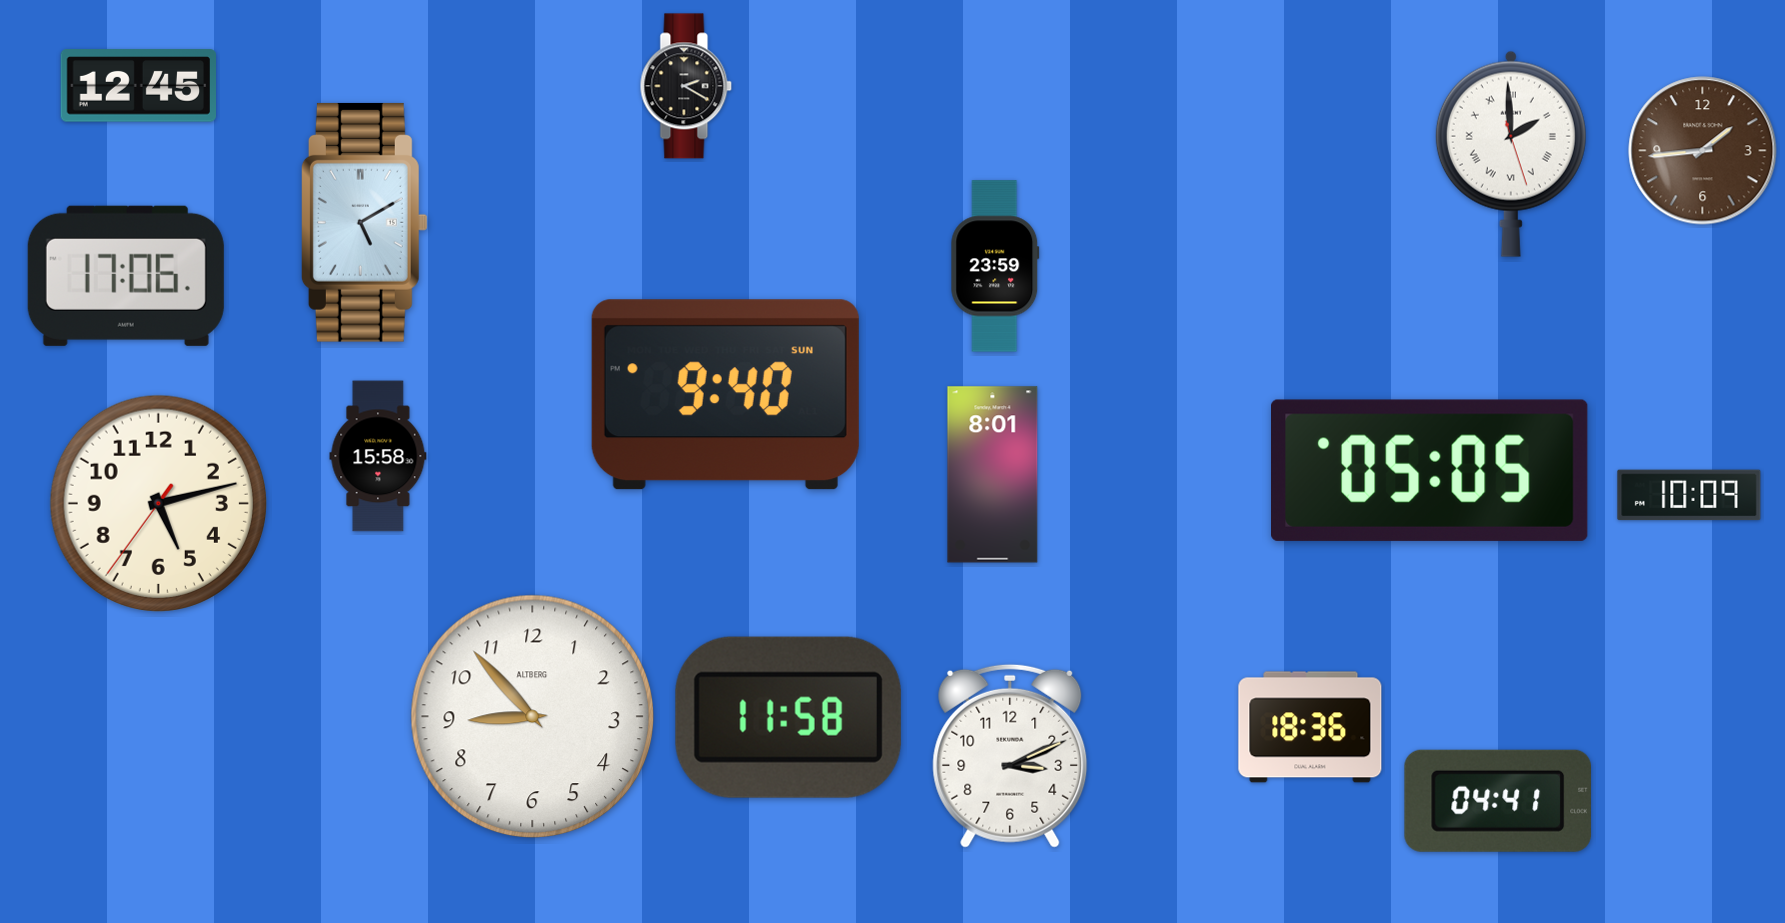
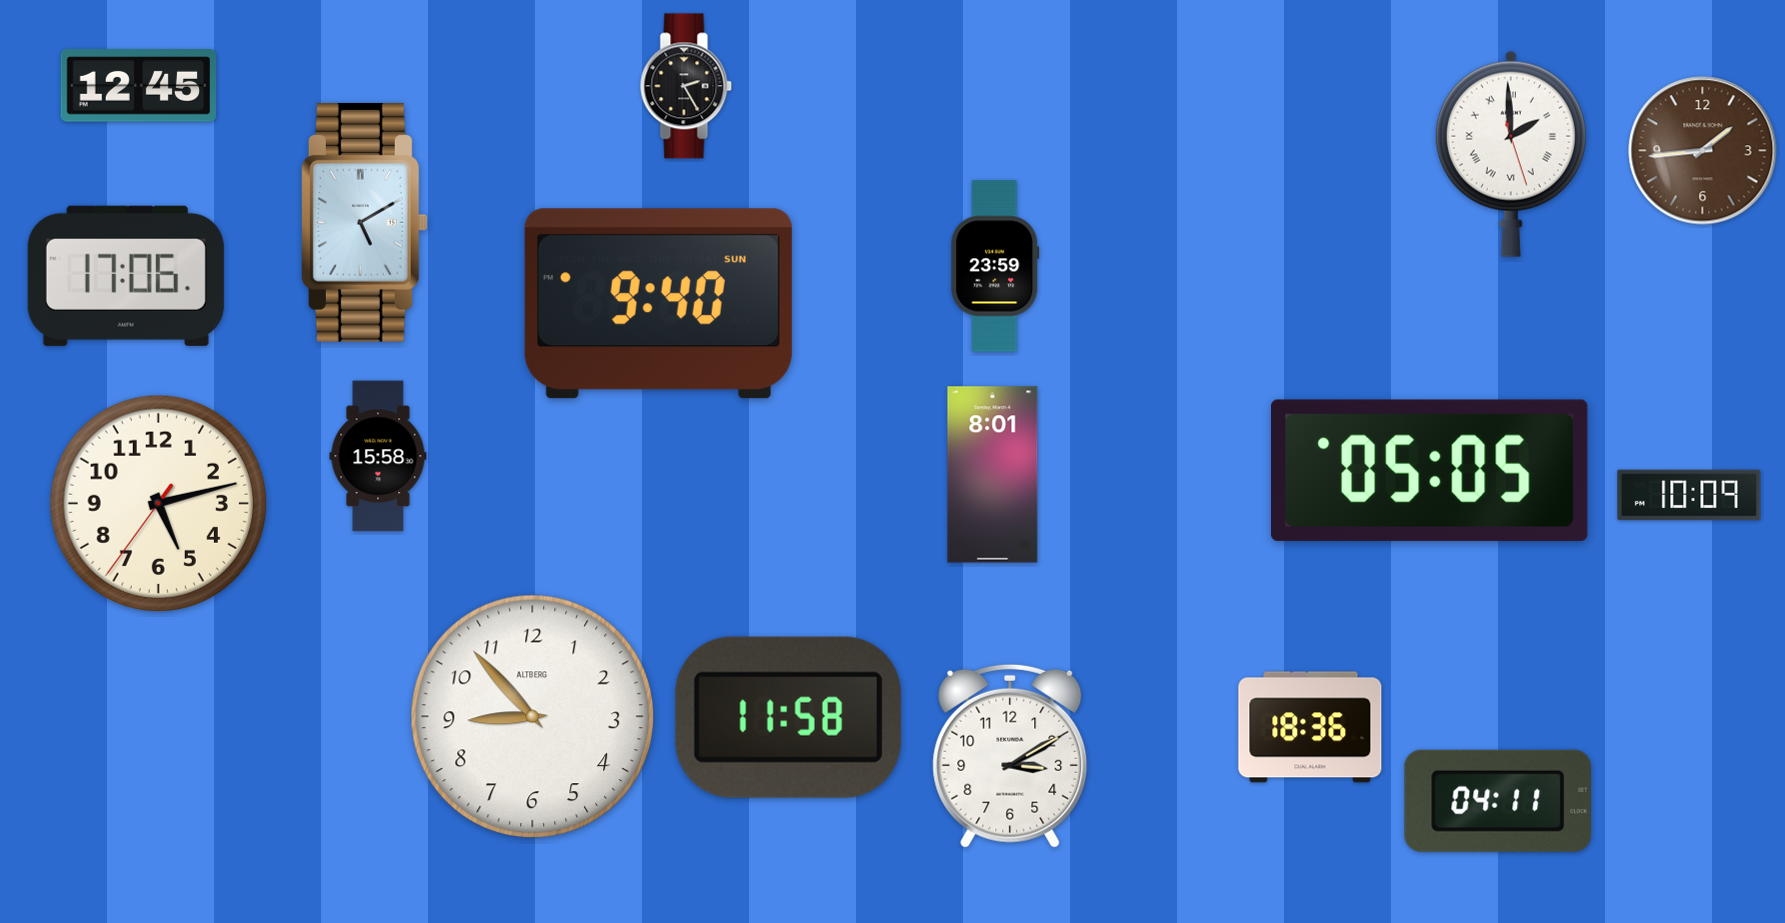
clock at (686, 86): 2:20 -> 2:25
clock at (725, 395) position: (725, 395) -> (658, 304)
clock at (1010, 756): 3:11 -> 3:10
clock at (1497, 801): 04:41 -> 04:11
